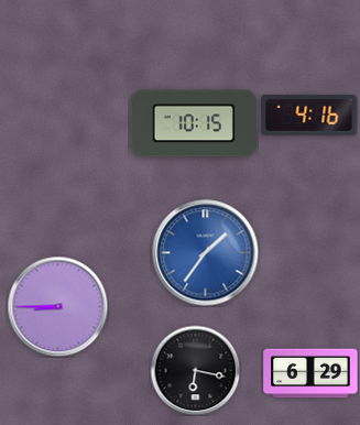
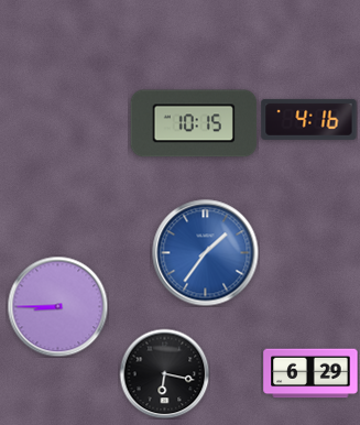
clock at (309, 115) position: (309, 115) -> (309, 119)
clock at (195, 370) position: (195, 370) -> (164, 373)
